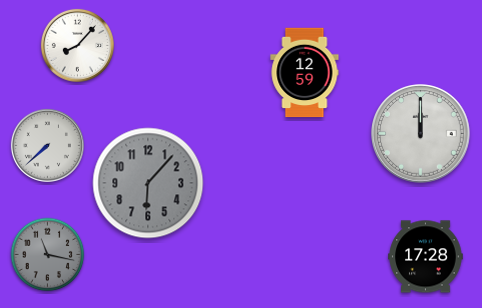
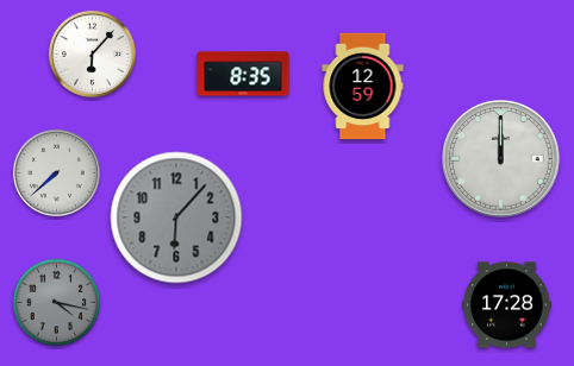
clock at (77, 45): 8:07 -> 6:07
clock at (243, 74): none -> 8:35
clock at (48, 255): 11:17 -> 4:17
